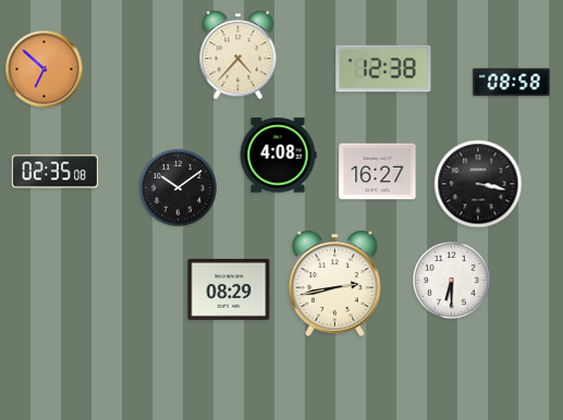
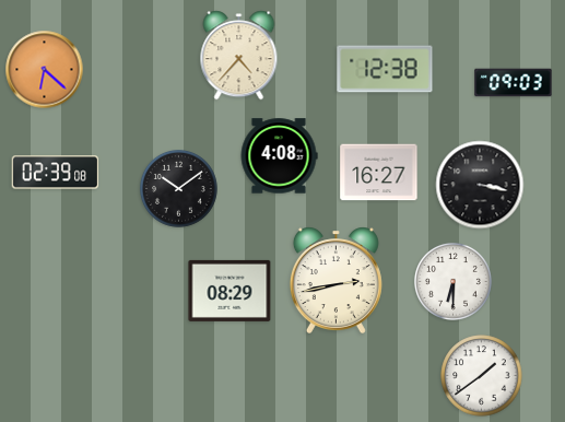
clock at (45, 70): 6:52 -> 6:22
clock at (512, 83): 08:58 -> 09:03
clock at (56, 172): 02:35 -> 02:39
clock at (334, 283) position: (334, 283) -> (336, 280)
clock at (482, 376): none -> 1:39
